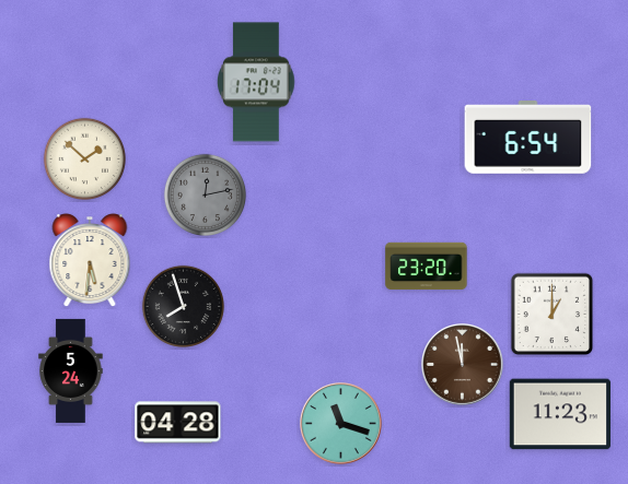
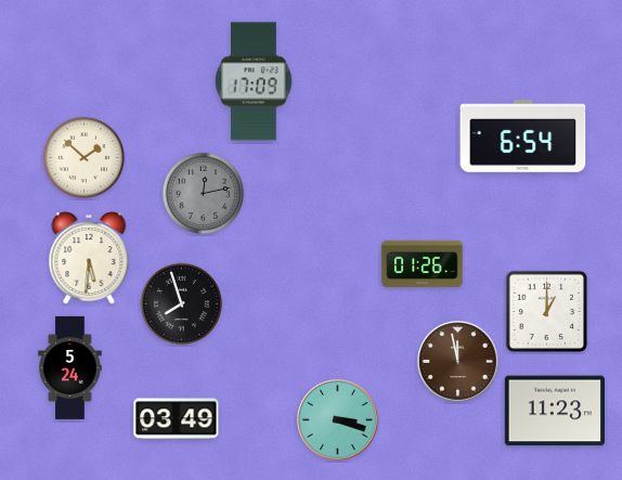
clock at (257, 82): 17:04 -> 17:09
clock at (427, 267): 23:20 -> 01:26
clock at (178, 423): 04:28 -> 03:49
clock at (341, 424): 11:18 -> 3:18
